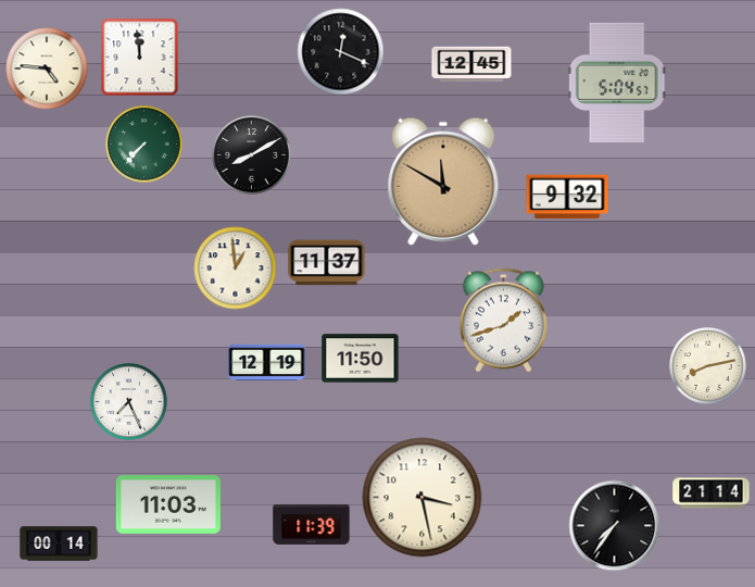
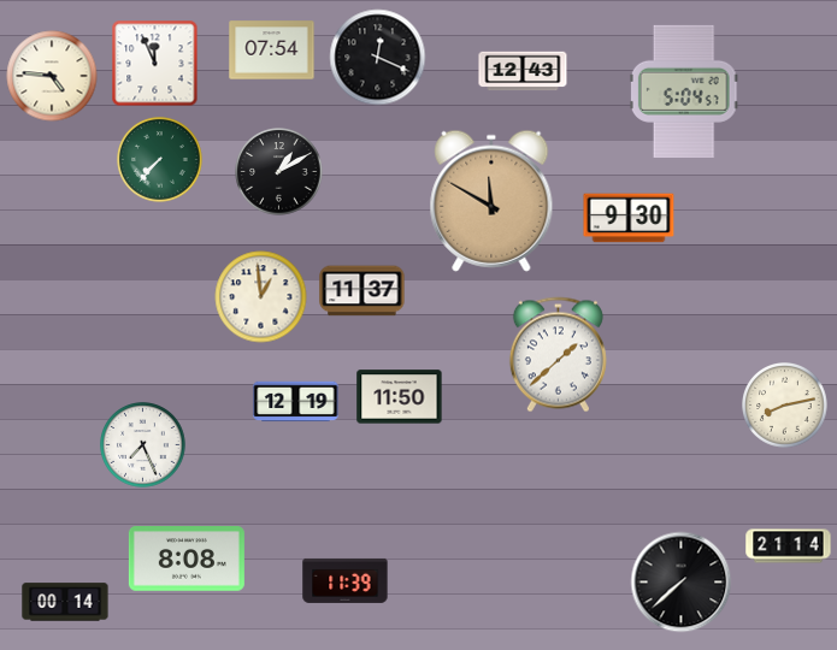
clock at (272, 51): none -> 07:54
clock at (140, 58): 11:59 -> 11:56
clock at (471, 64): 12:45 -> 12:43
clock at (252, 155): 8:10 -> 1:10
clock at (567, 197): 9:32 -> 9:30
clock at (503, 321): 1:42 -> 1:38
clock at (423, 498): 3:28 -> none
clock at (168, 505): 11:03 -> 8:08
clock at (615, 526): 7:36 -> 7:38
